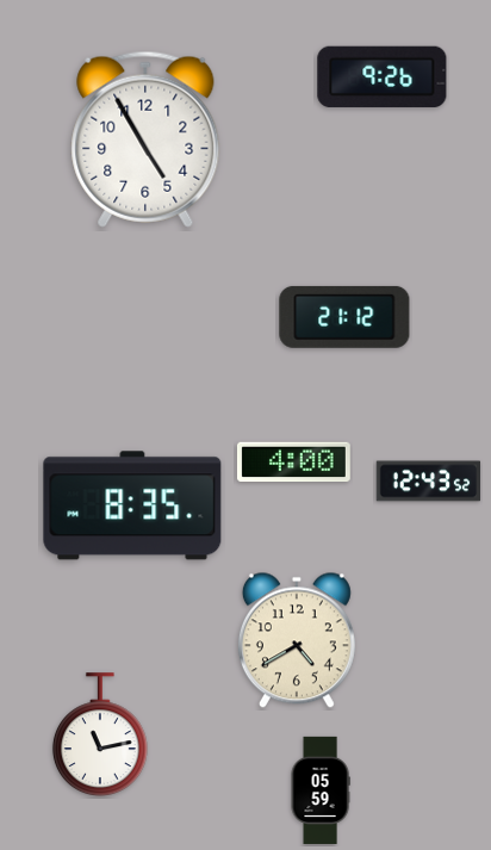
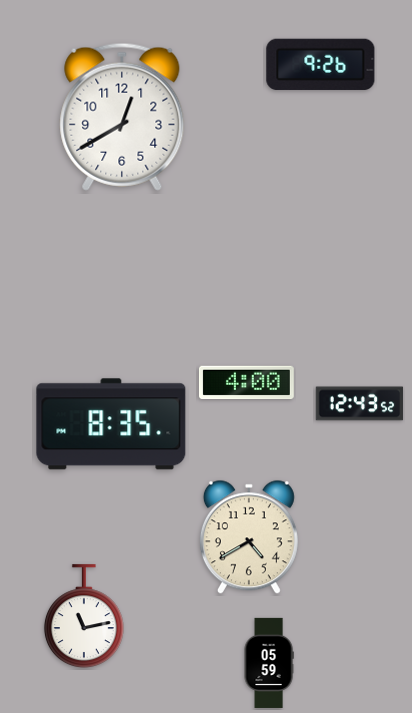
clock at (145, 139): 4:55 -> 12:40
clock at (344, 317): 21:12 -> none
clock at (293, 463) position: (293, 463) -> (246, 383)
